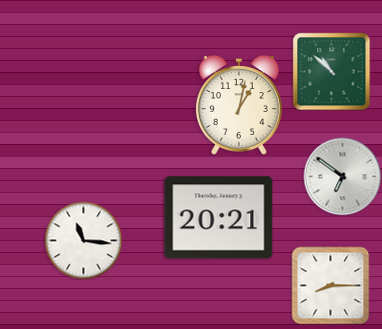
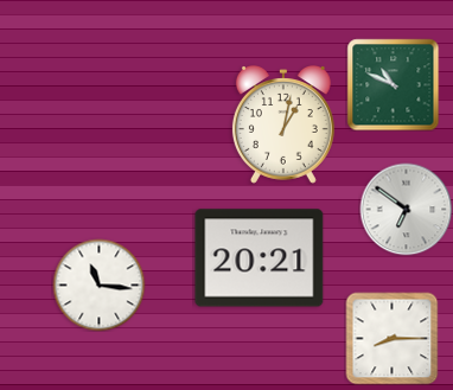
clock at (331, 71): 10:52 -> 10:49
